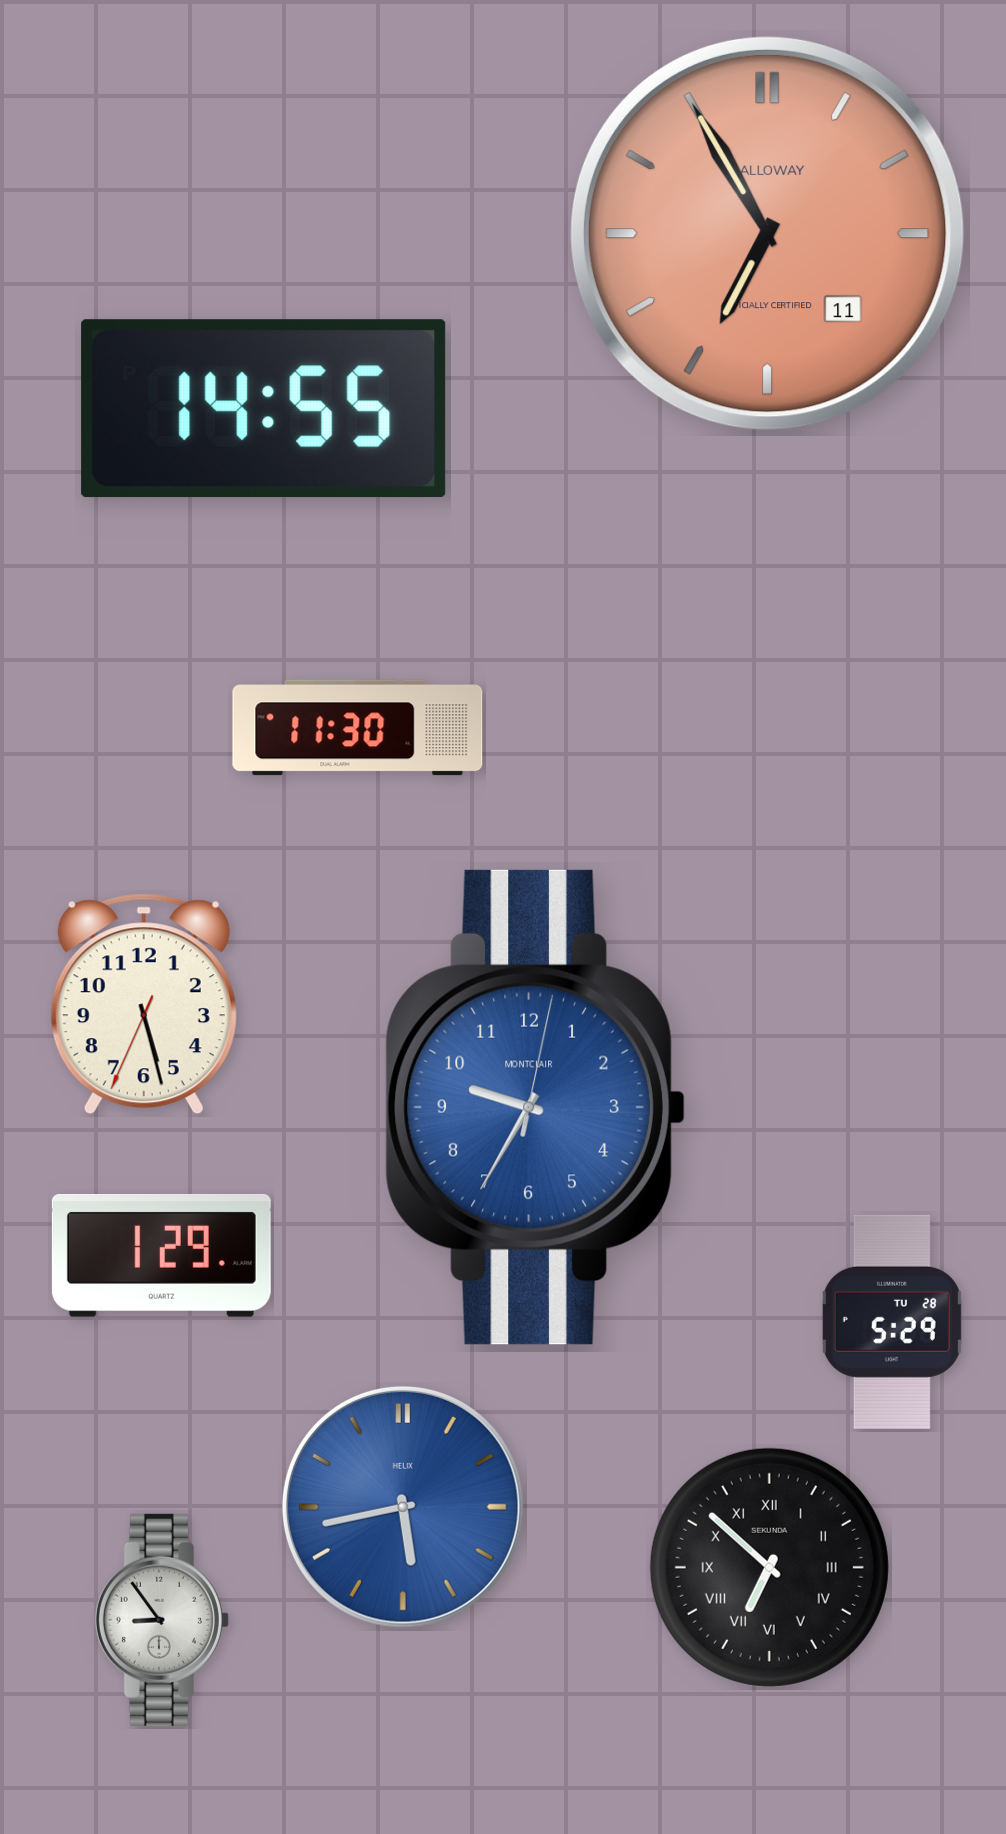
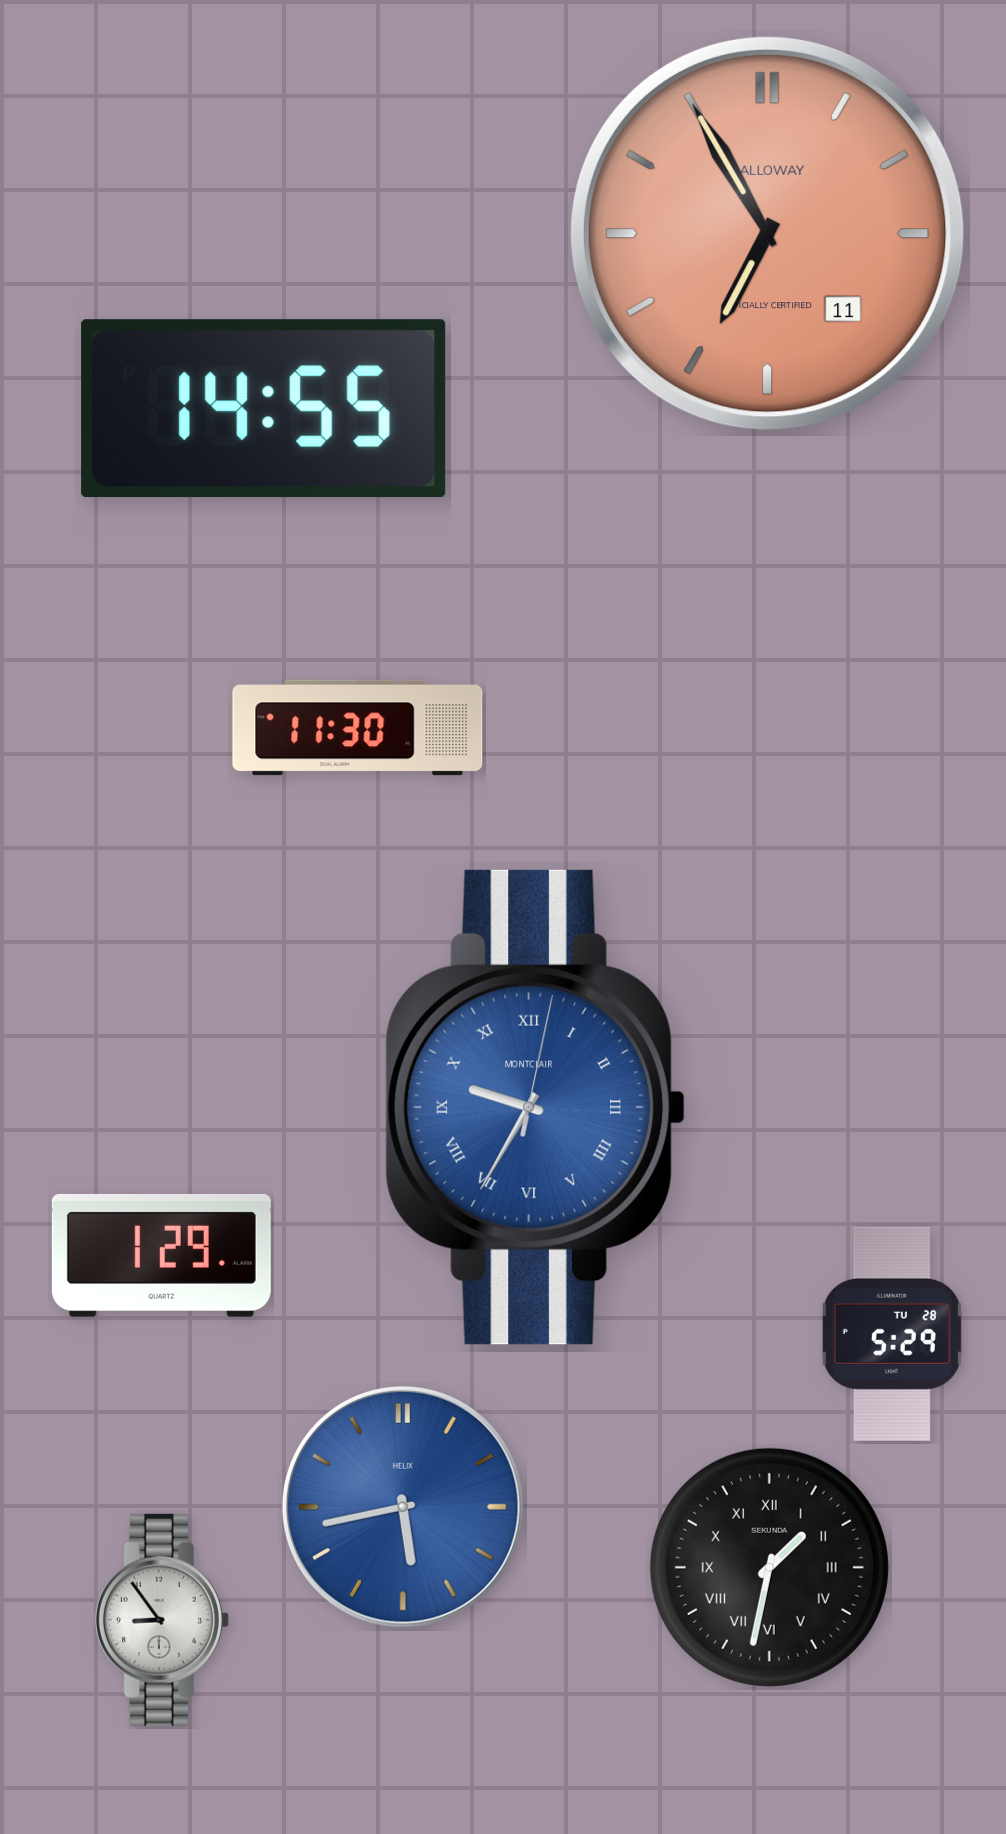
clock at (144, 1004): 5:27 -> none
clock at (535, 1107) numerals: Arabic -> Roman
clock at (892, 1322) position: (892, 1322) -> (892, 1334)
clock at (769, 1567): 6:52 -> 1:32
